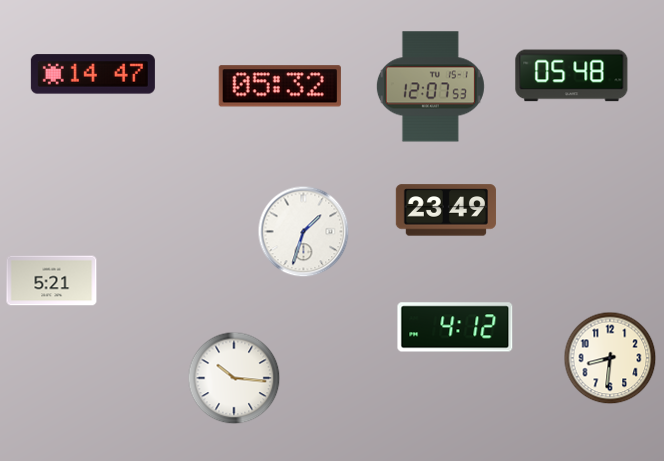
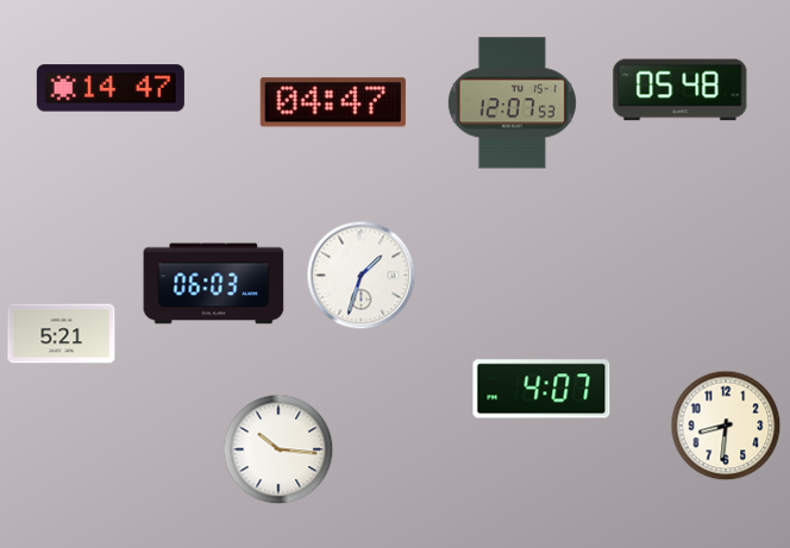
clock at (280, 86): 05:32 -> 04:47
clock at (446, 210): 23:49 -> none
clock at (214, 284): none -> 06:03
clock at (455, 327): 4:12 -> 4:07
